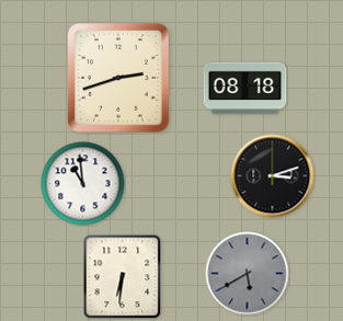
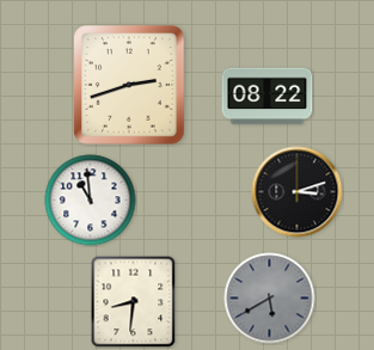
clock at (245, 89): 08:18 -> 08:22
clock at (123, 276): 6:31 -> 8:31
